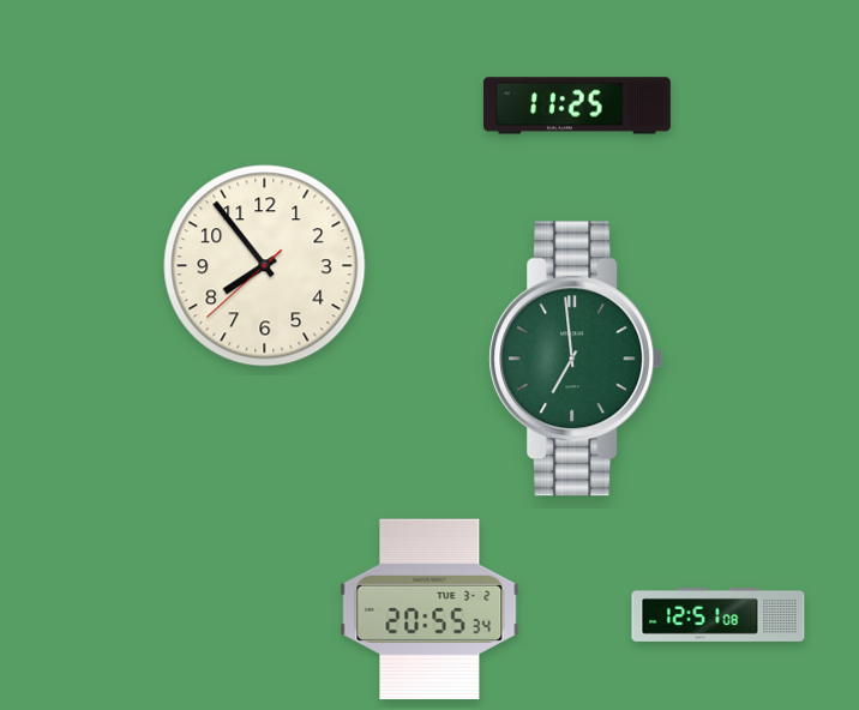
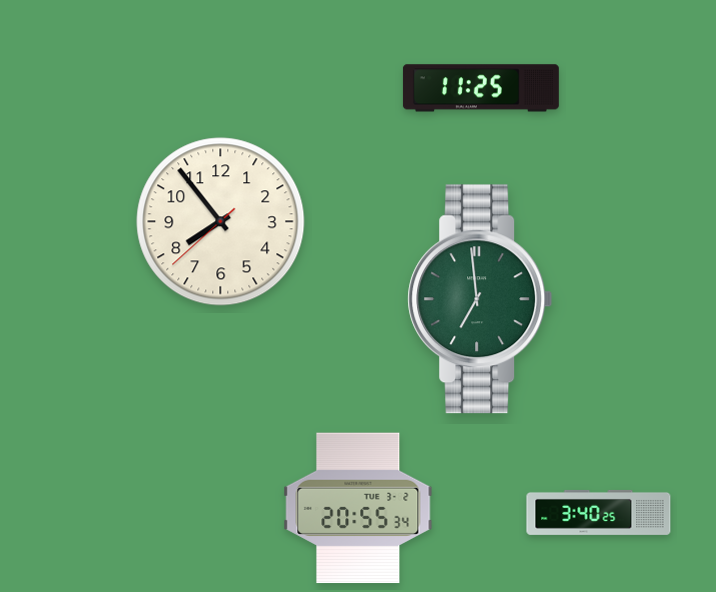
clock at (719, 614): 12:51 -> 3:40
